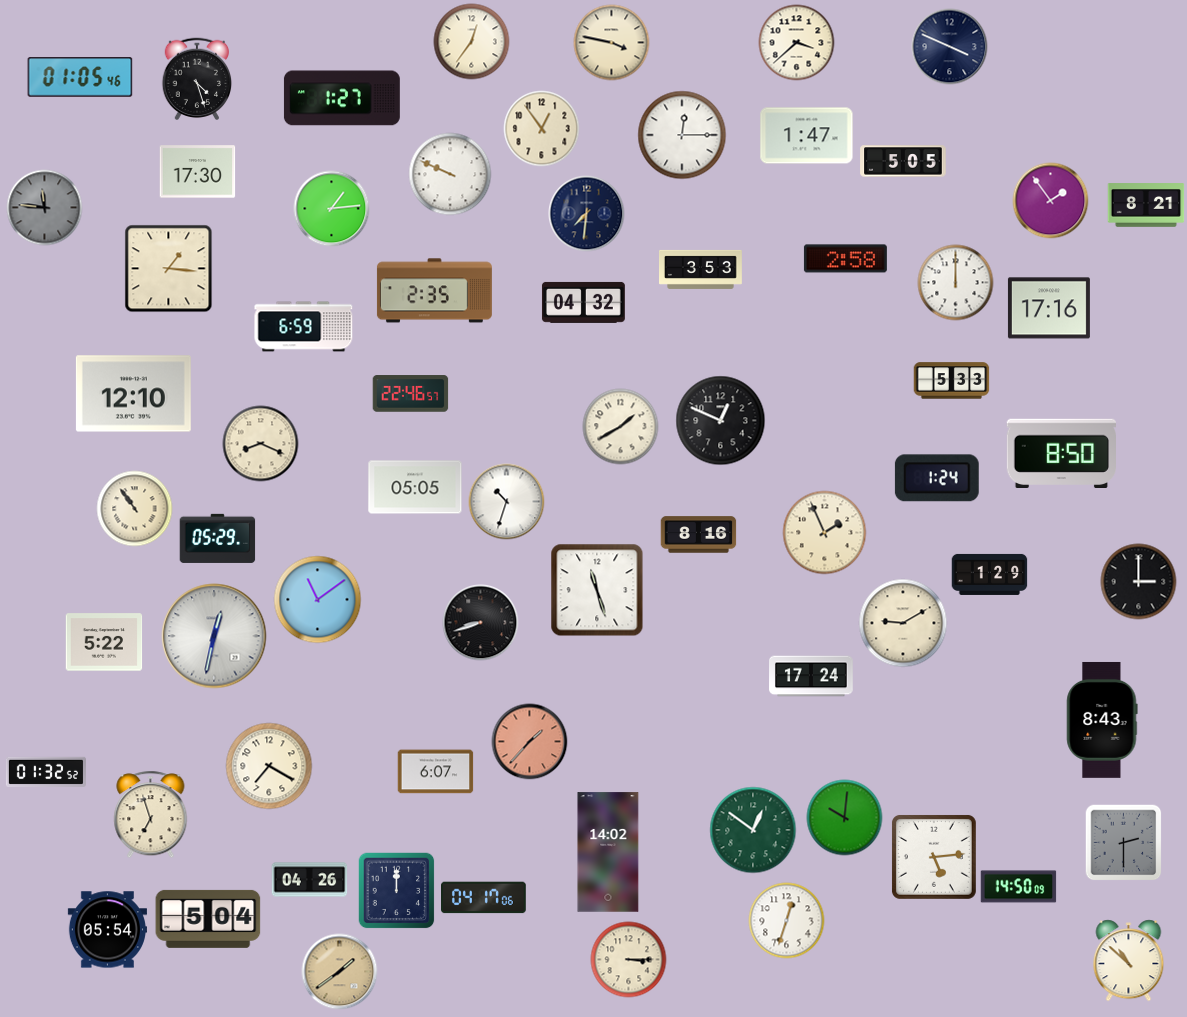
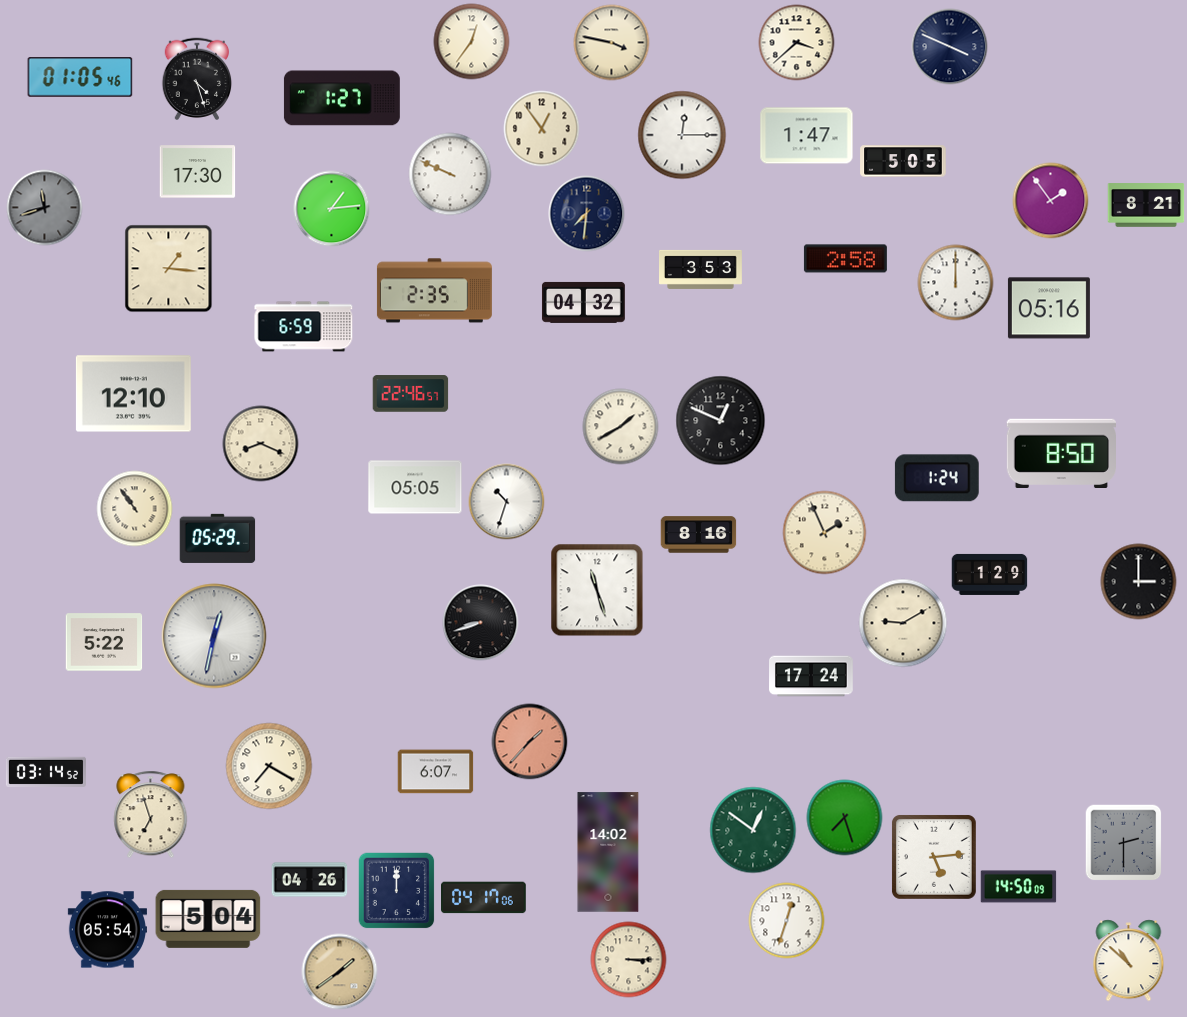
clock at (45, 208): 11:46 -> 11:42
clock at (1049, 308): 17:16 -> 05:16
clock at (952, 381): 5:33 -> none
clock at (318, 600): 11:09 -> none
clock at (1102, 720): 8:43 -> none
clock at (46, 771): 01:32 -> 03:14
clock at (845, 818): 10:01 -> 7:27
